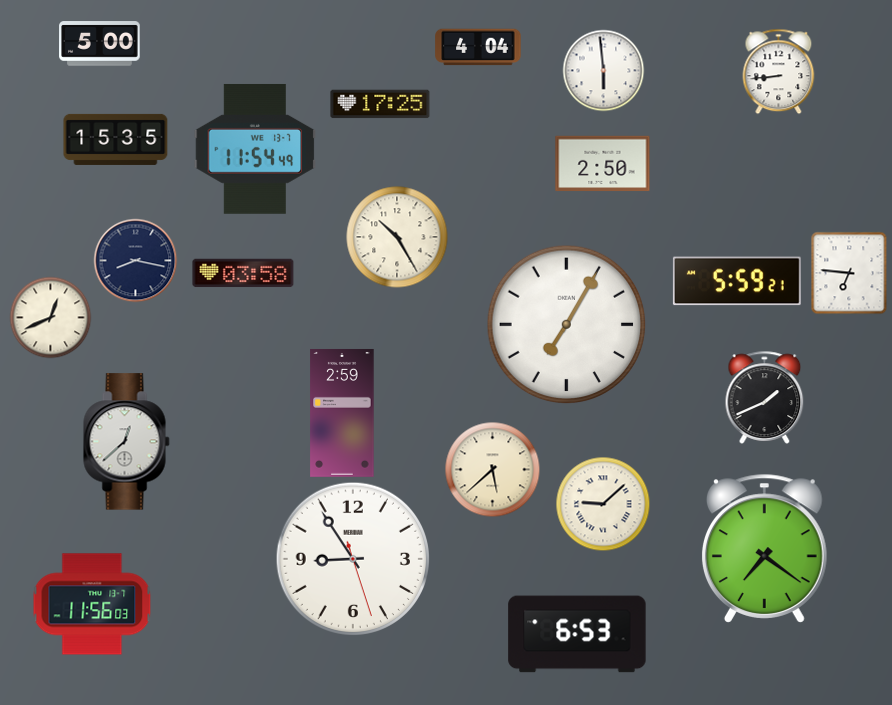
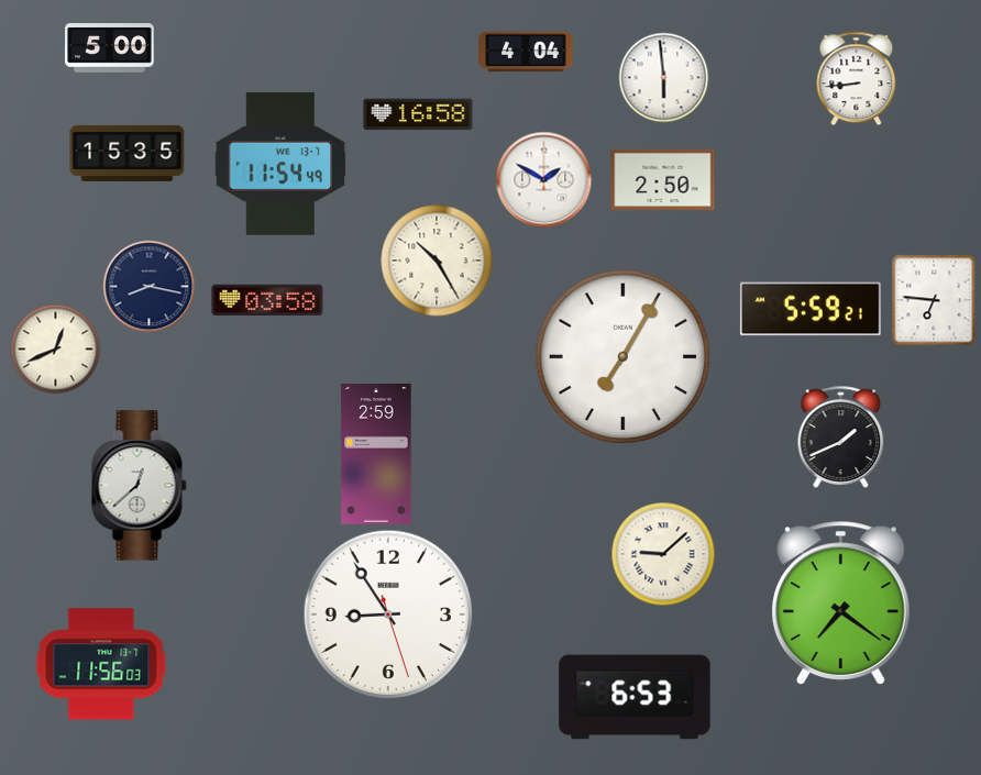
clock at (380, 104): 17:25 -> 16:58
clock at (543, 179): none -> 1:50
clock at (492, 469): 5:38 -> none
